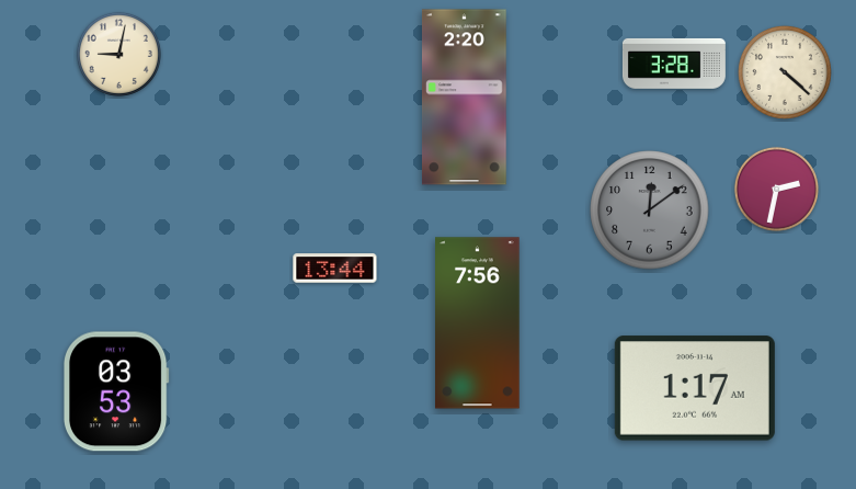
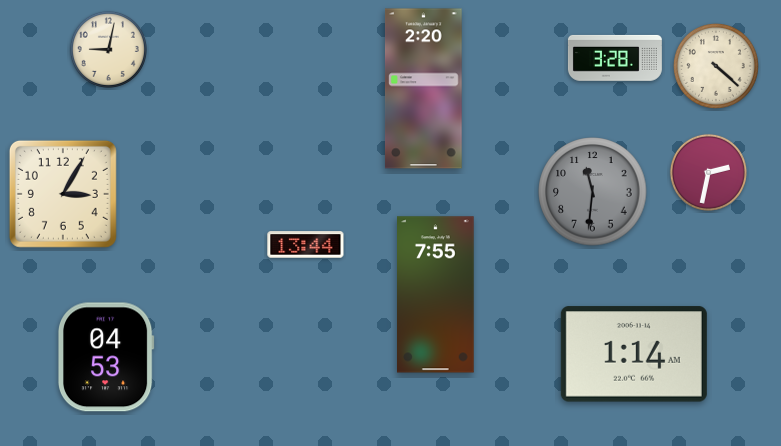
clock at (650, 211): 12:09 -> 11:31
clock at (63, 194): none -> 3:05
clock at (478, 323): 7:56 -> 7:55
clock at (695, 388): 1:17 -> 1:14
clock at (116, 391): 03:53 -> 04:53
